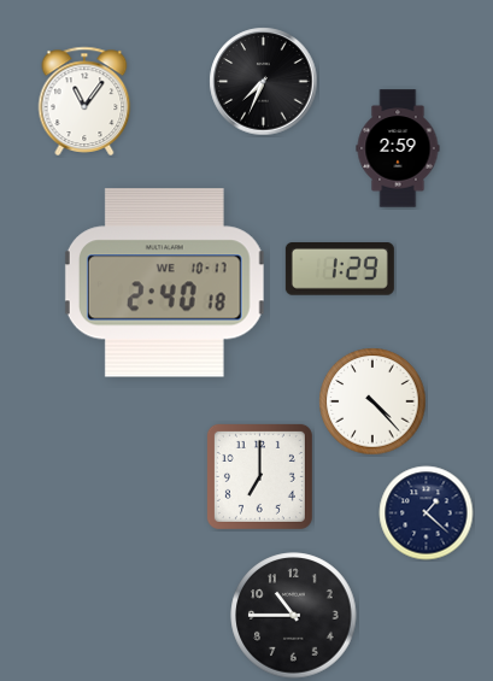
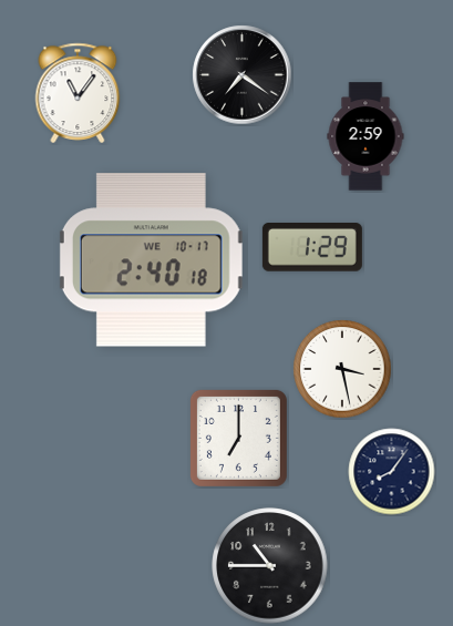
clock at (264, 82): 7:34 -> 7:21
clock at (372, 401): 4:23 -> 3:28
clock at (427, 513): 1:22 -> 8:06
